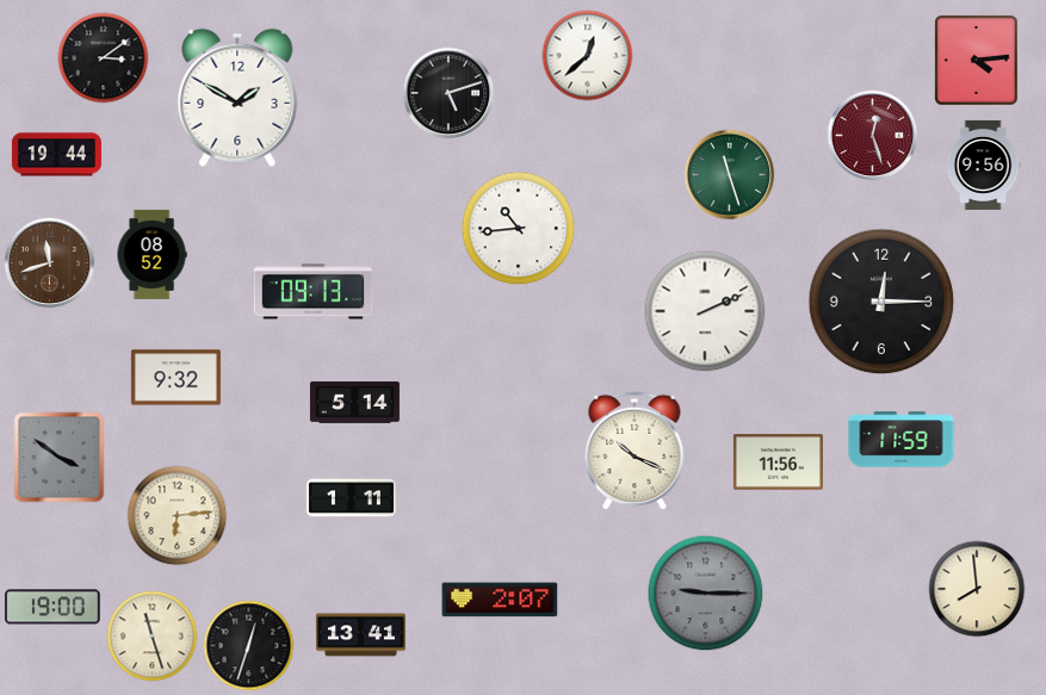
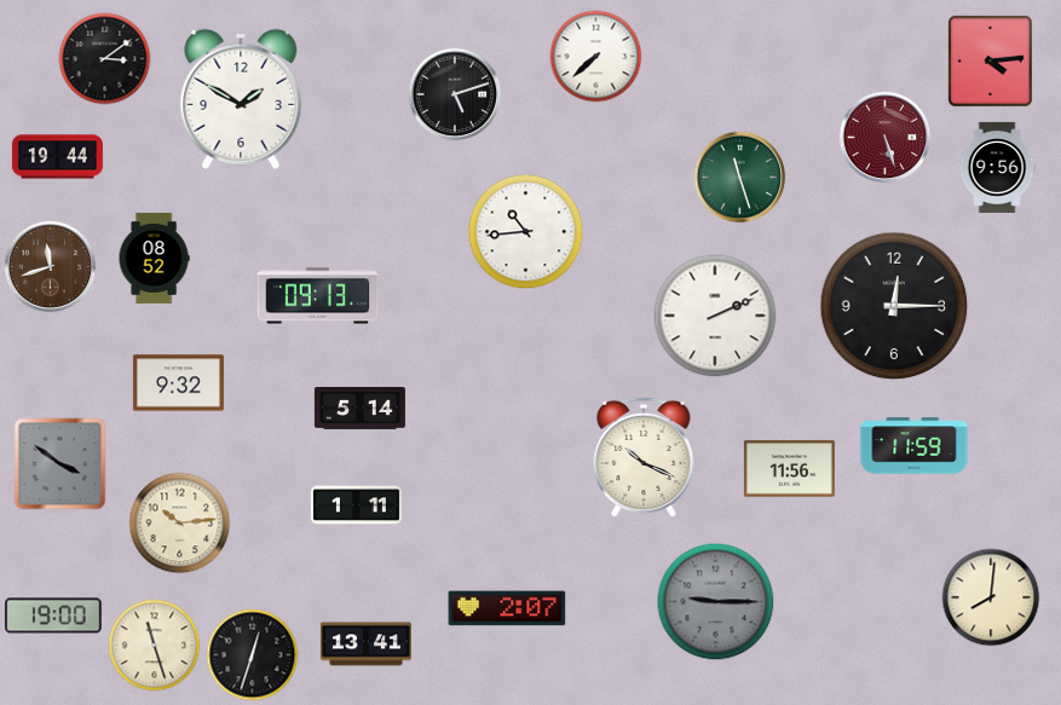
clock at (588, 56): 12:38 -> 7:38
clock at (873, 136): 12:27 -> 5:27
clock at (178, 516): 6:14 -> 10:14
clock at (977, 589): 7:59 -> 8:01
